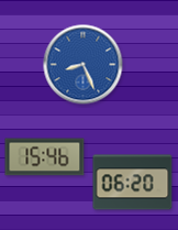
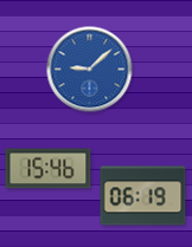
clock at (84, 65): 8:26 -> 9:08
clock at (133, 183): 06:20 -> 06:19
